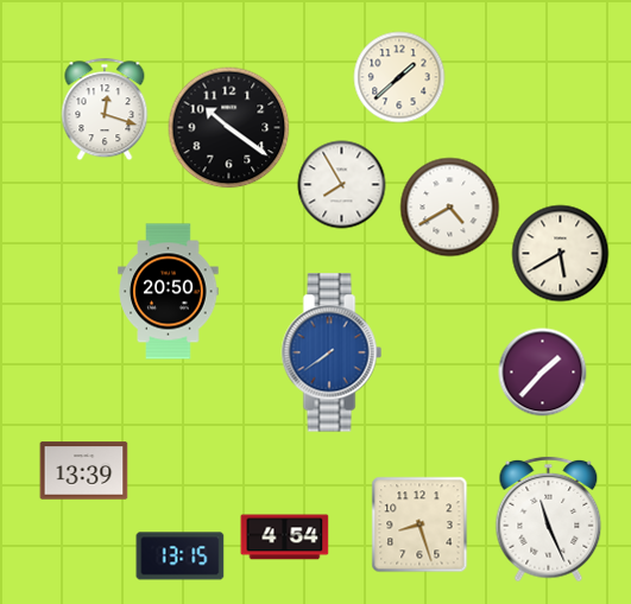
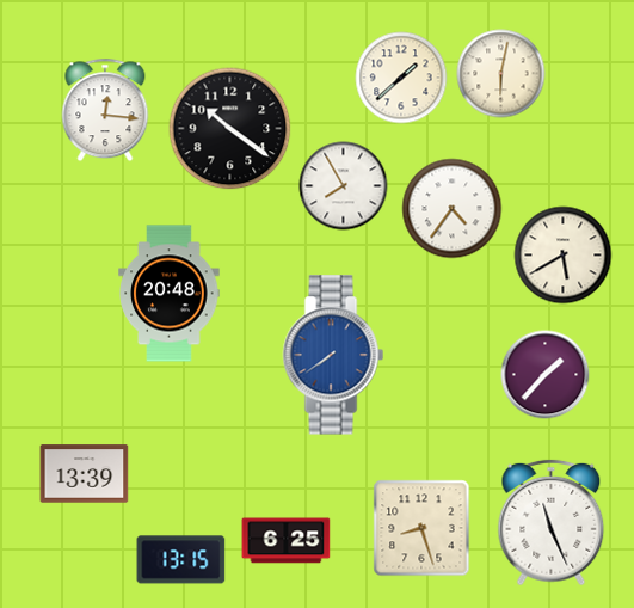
clock at (501, 74): none -> 6:02
clock at (105, 109): 12:18 -> 12:16
clock at (450, 208): 4:40 -> 4:36
clock at (169, 292): 20:50 -> 20:48
clock at (285, 538): 4:54 -> 6:25
